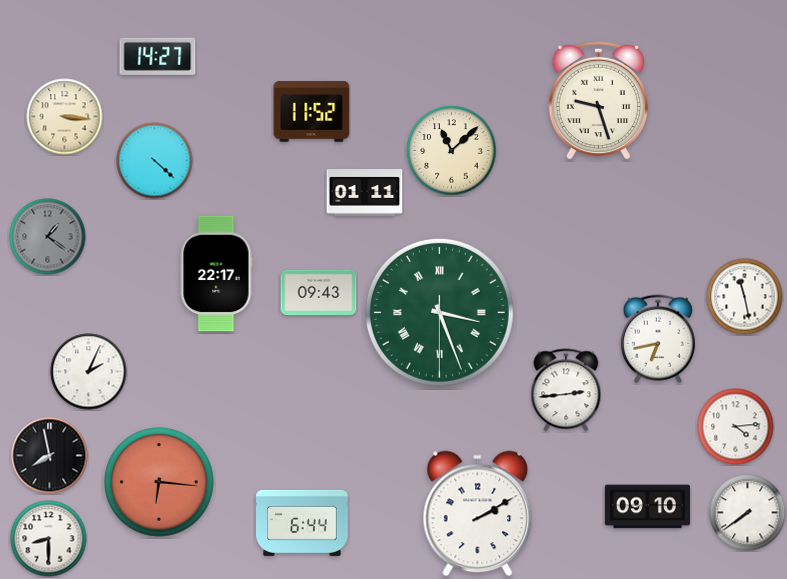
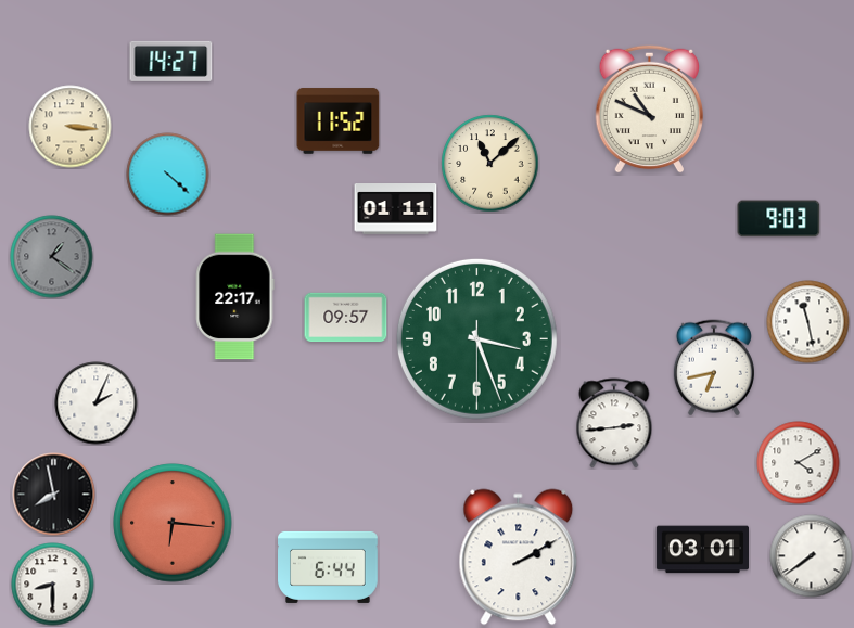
clock at (598, 100): 9:27 -> 10:49
clock at (779, 219): none -> 9:03
clock at (319, 293): 09:43 -> 09:57
clock at (439, 312) numerals: Roman -> Arabic
clock at (736, 427): 4:14 -> 4:10
clock at (647, 507): 09:10 -> 03:01
